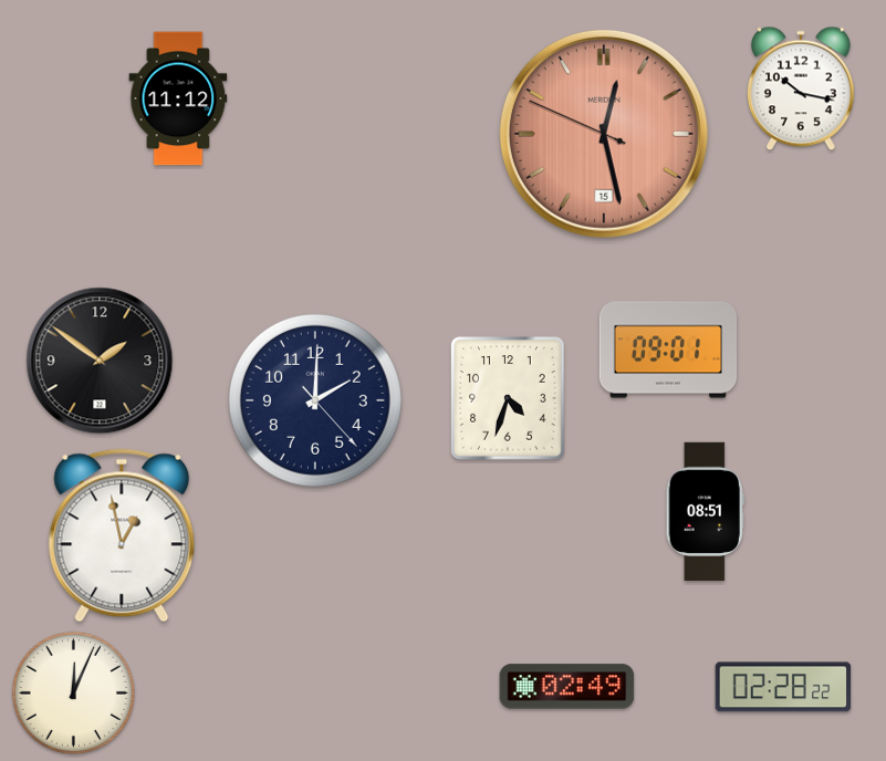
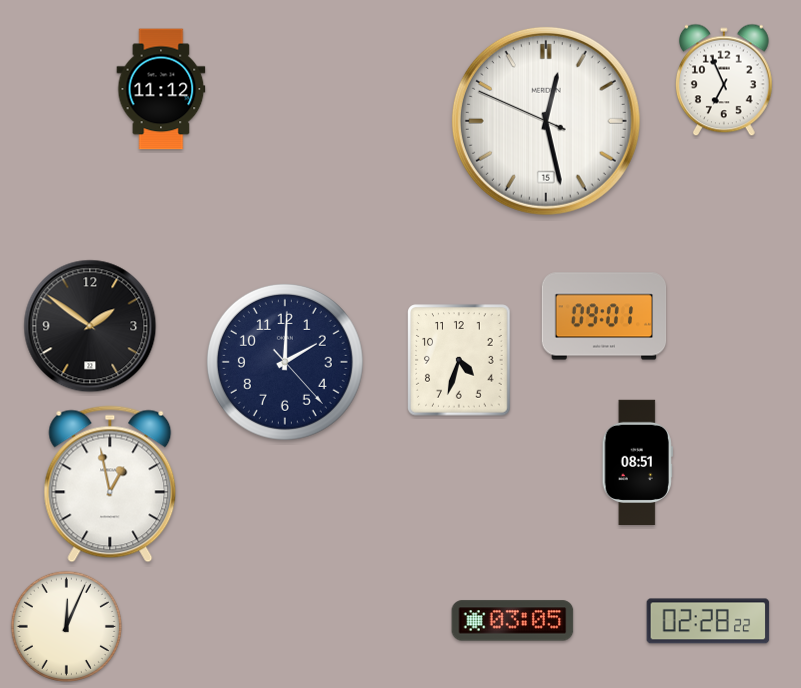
clock at (801, 88): 10:17 -> 6:56
clock at (604, 134) dial: salmon -> white
clock at (567, 687): 02:49 -> 03:05
